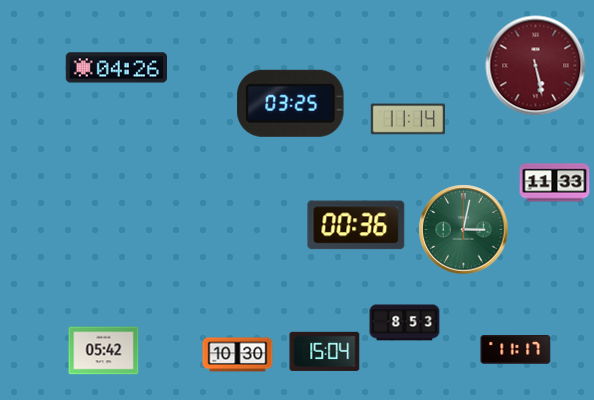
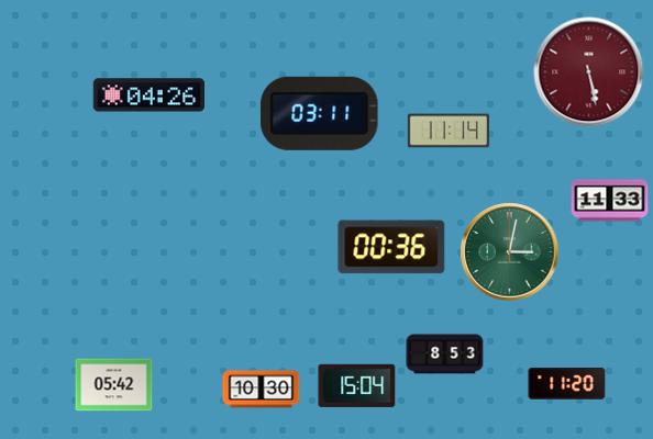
clock at (116, 68) position: (116, 68) -> (148, 95)
clock at (291, 103): 03:25 -> 03:11
clock at (516, 349): 11:17 -> 11:20
